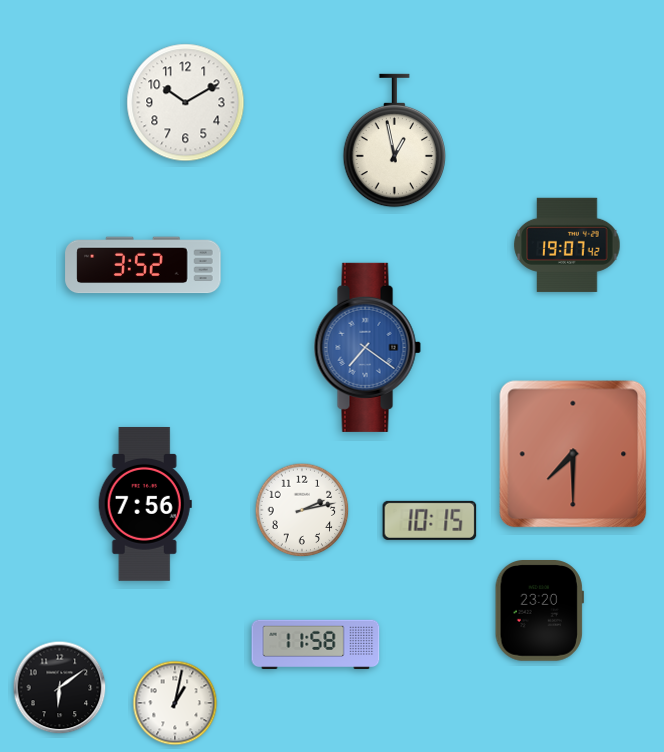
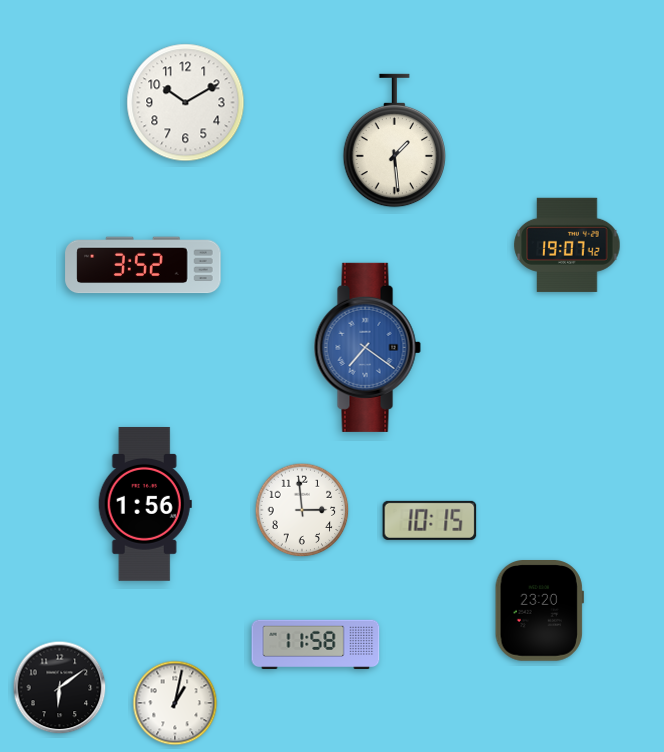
clock at (394, 141): 12:58 -> 1:29
clock at (573, 454): 7:30 -> none
clock at (145, 504): 7:56 -> 1:56
clock at (302, 510): 2:13 -> 2:59
